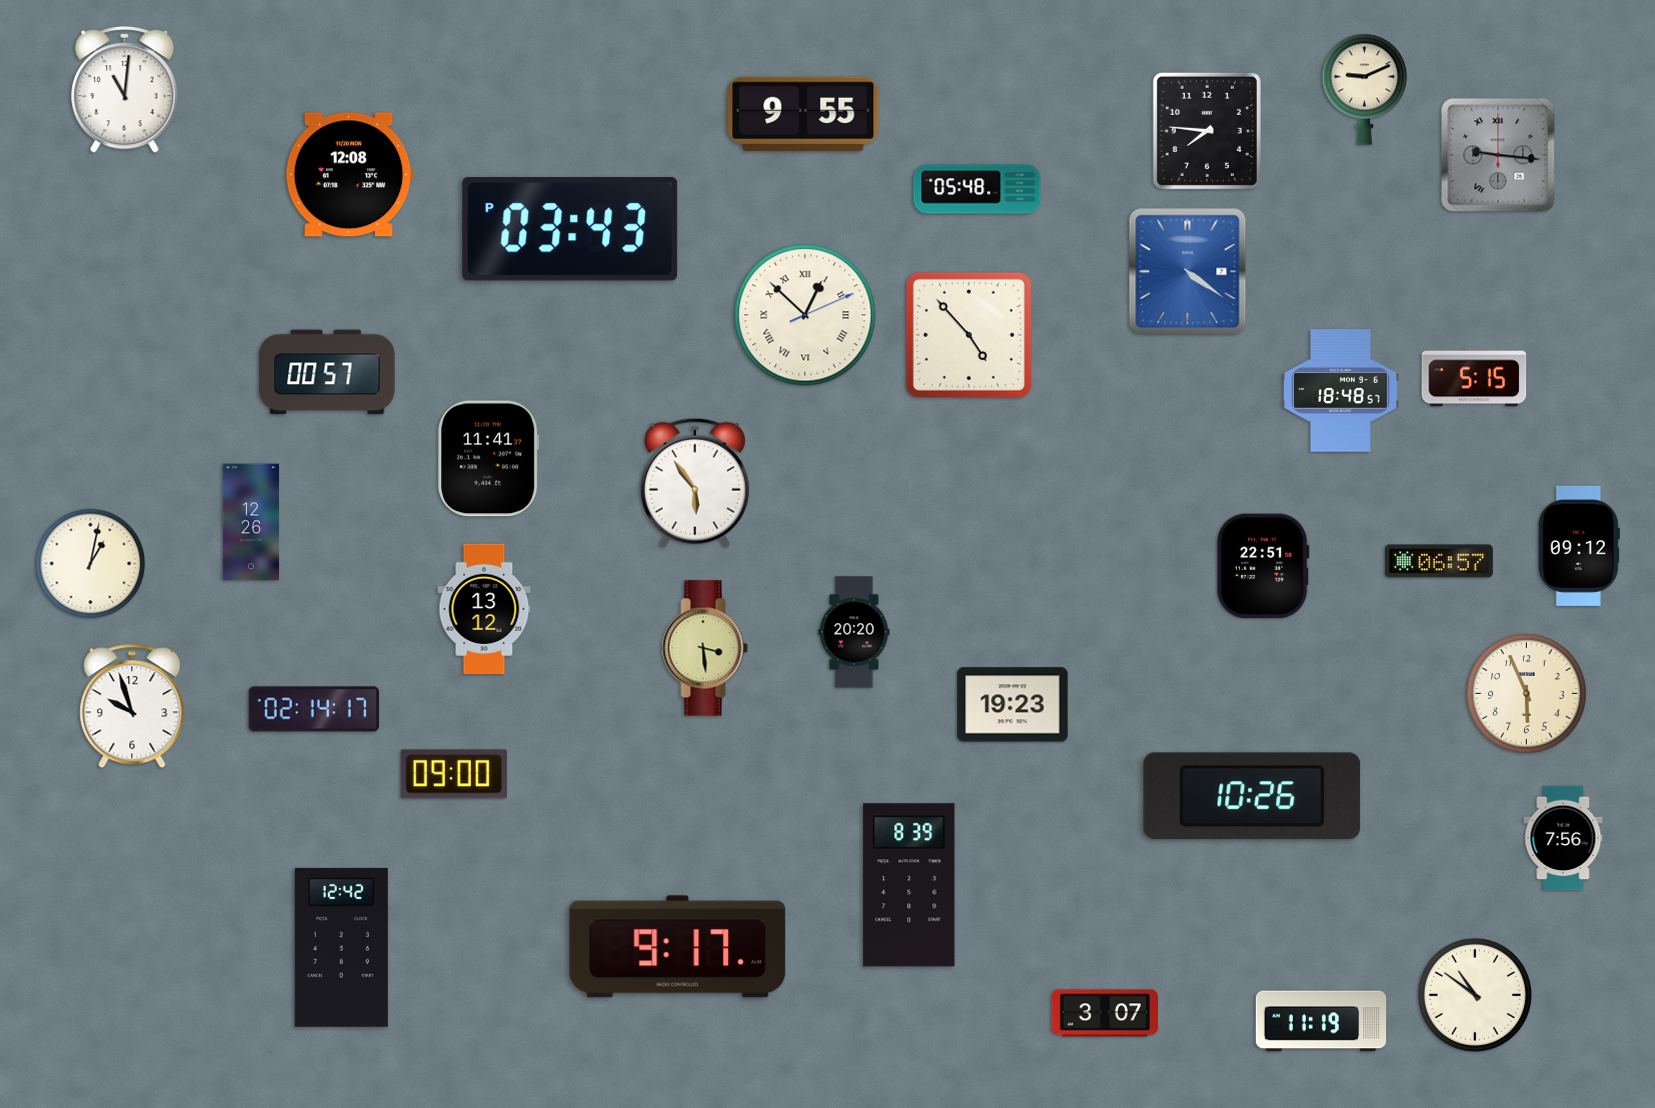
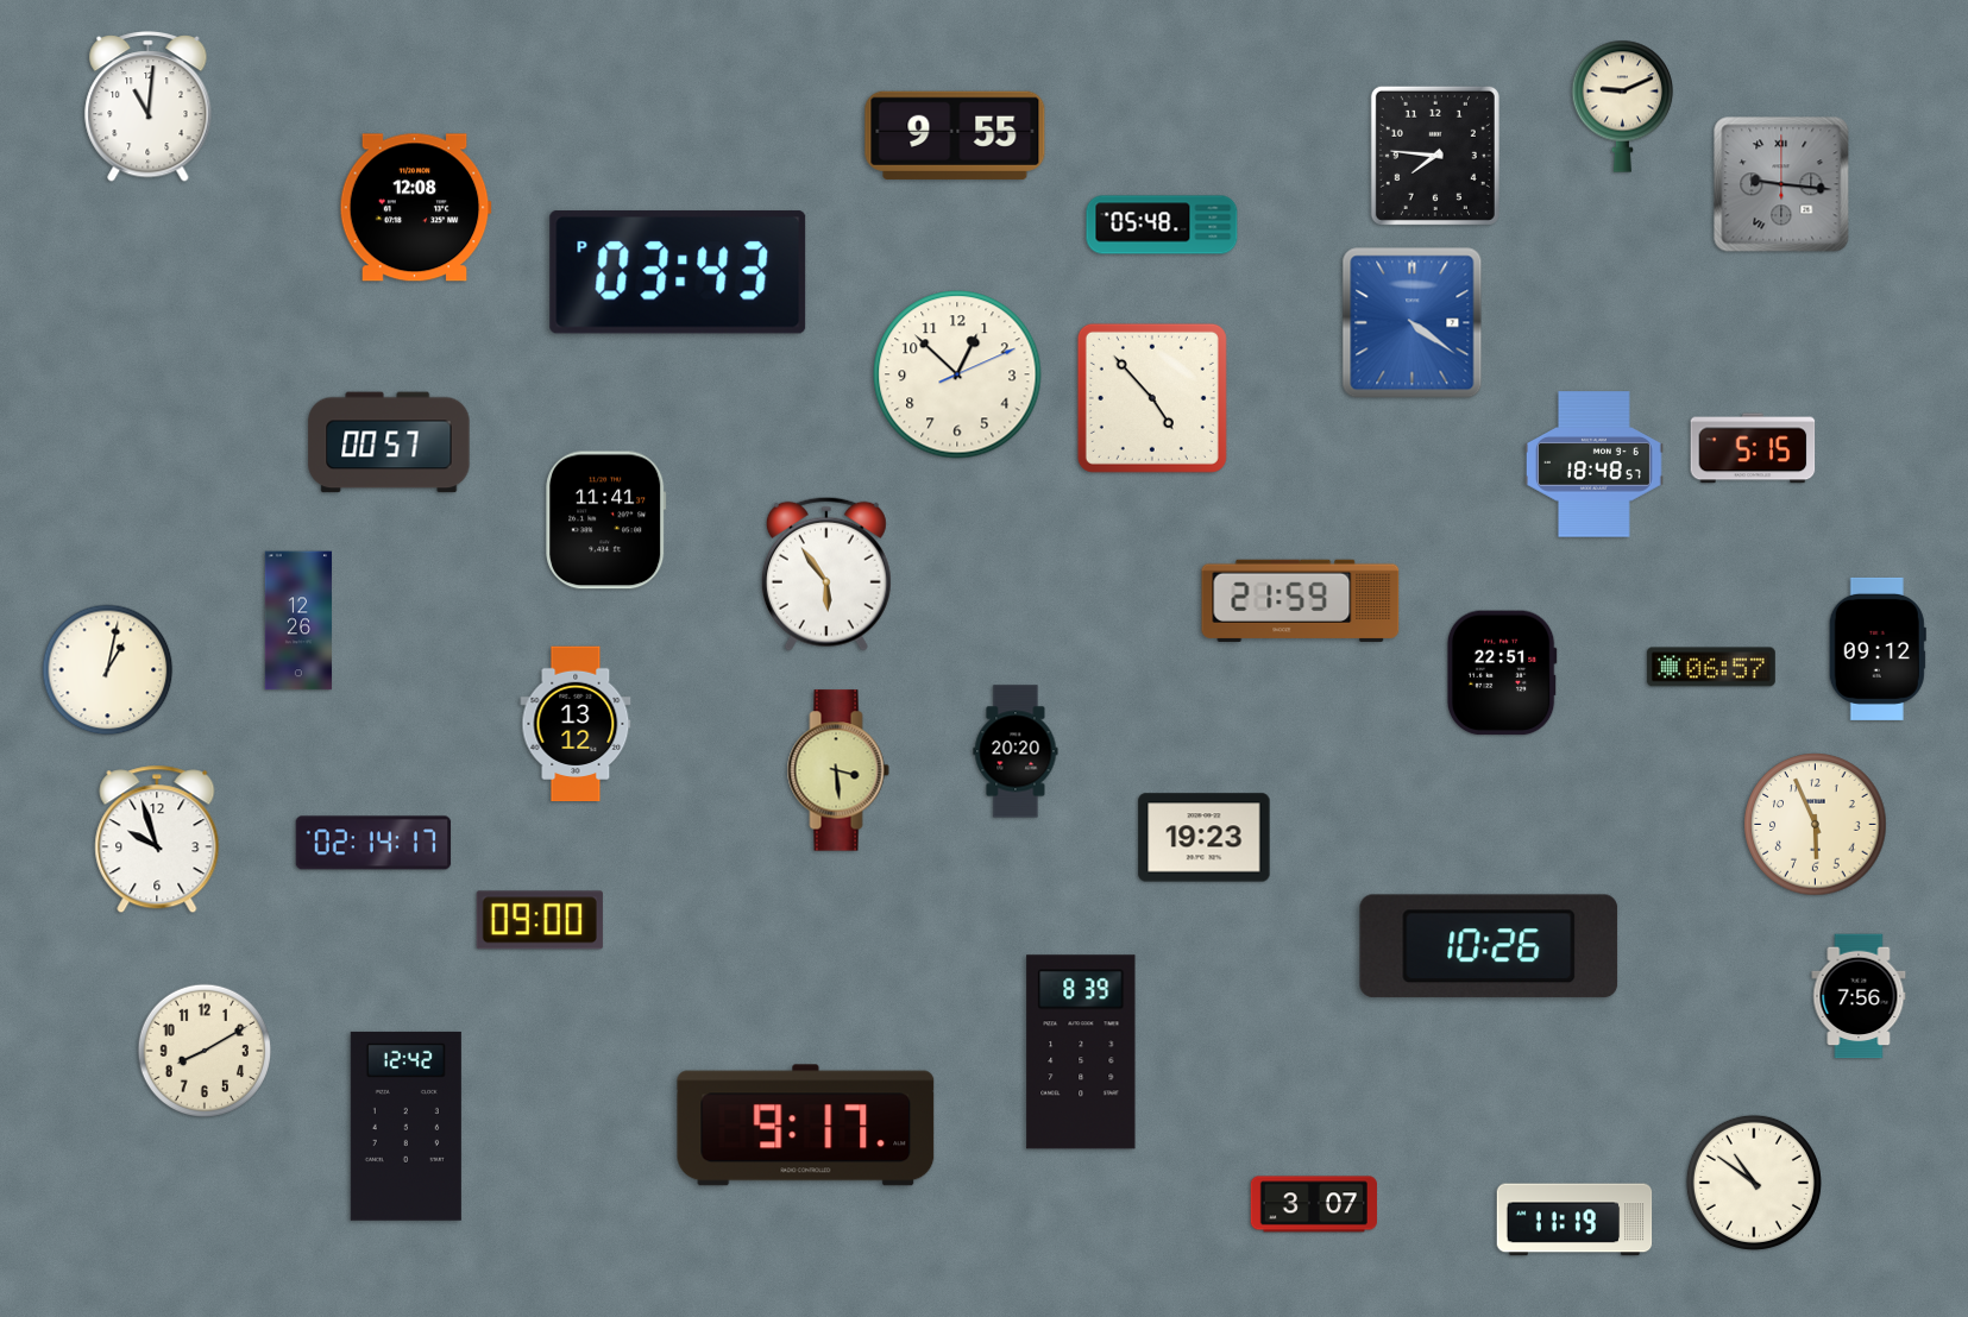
clock at (805, 315) numerals: Roman -> Arabic
clock at (489, 459) position: (489, 459) -> (606, 521)
clock at (1301, 600): none -> 21:59
clock at (203, 1050): none -> 8:10
clock at (1321, 1021) position: (1321, 1021) -> (1574, 1220)
